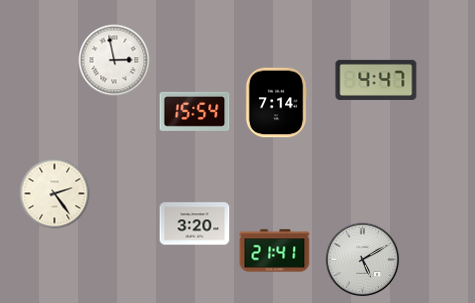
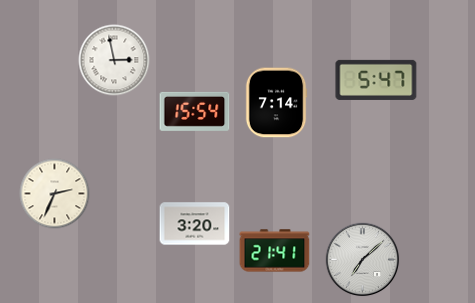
clock at (376, 80): 4:47 -> 5:47
clock at (55, 194): 2:24 -> 2:34
clock at (363, 260): 5:10 -> 7:08
